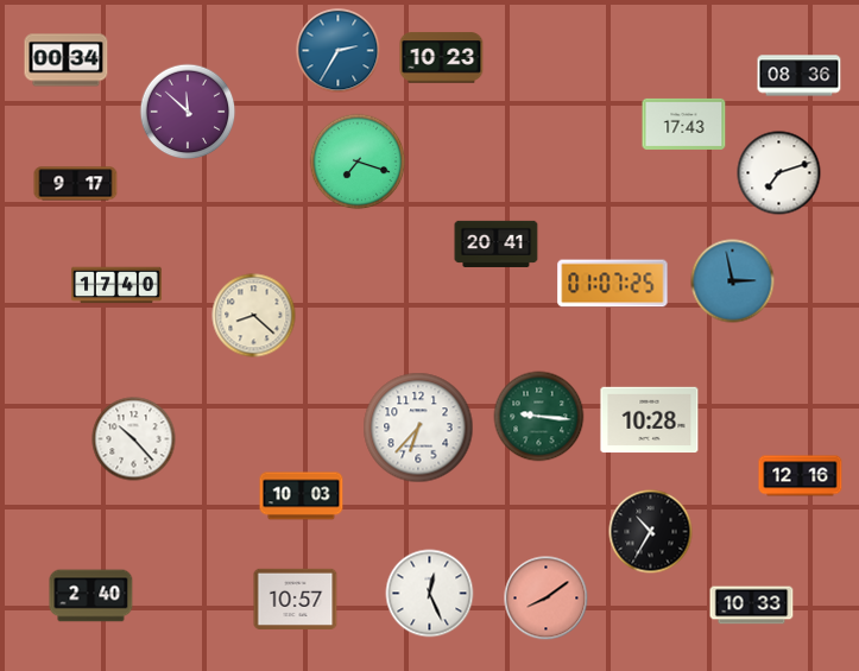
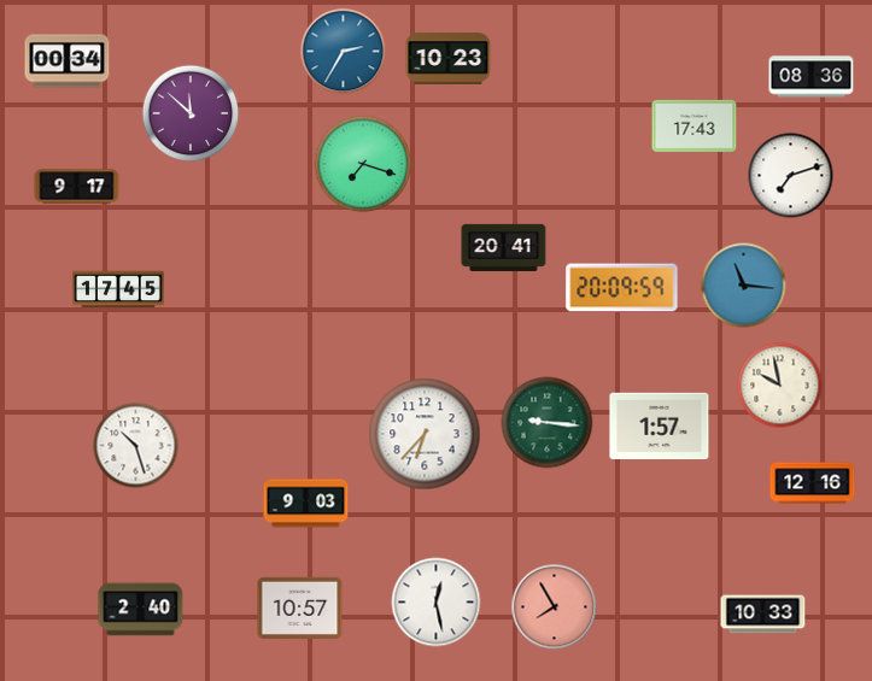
clock at (733, 281): 2:58 -> 11:16
clock at (613, 284): 01:07 -> 20:09
clock at (116, 285): 17:40 -> 17:45
clock at (254, 316): 8:22 -> none
clock at (780, 386): none -> 9:58
clock at (650, 420): 10:28 -> 1:57
clock at (134, 439): 10:23 -> 10:27
clock at (302, 496): 10:03 -> 9:03
clock at (651, 532): 10:35 -> none
clock at (430, 594): 12:26 -> 12:28
clock at (91, 596) position: (91, 596) -> (141, 610)
clock at (547, 599): 8:09 -> 7:55
